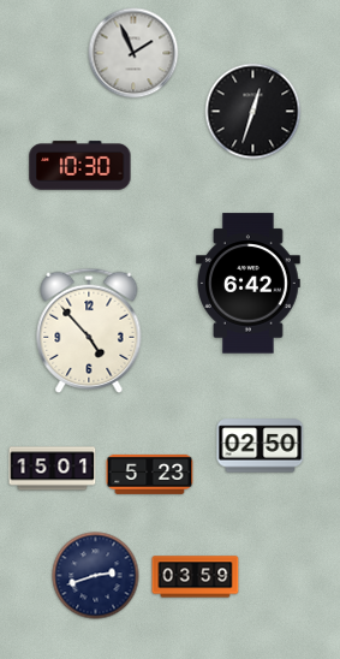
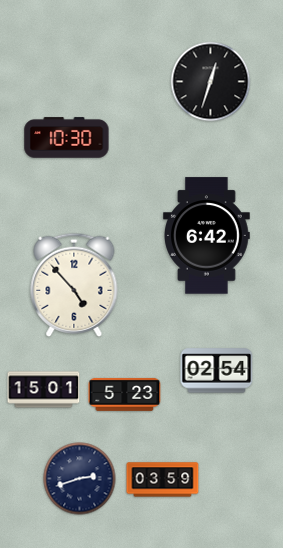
clock at (133, 53): 1:56 -> none
clock at (253, 112) position: (253, 112) -> (211, 82)
clock at (89, 331) position: (89, 331) -> (74, 285)
clock at (261, 446): 02:50 -> 02:54
